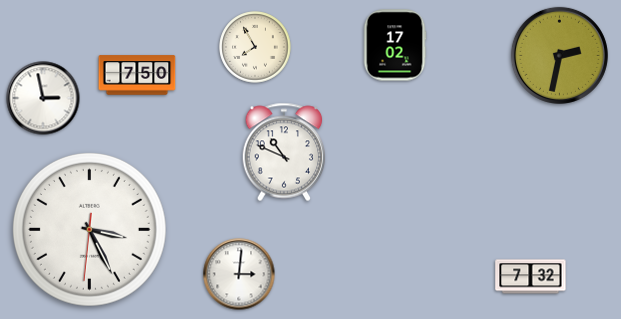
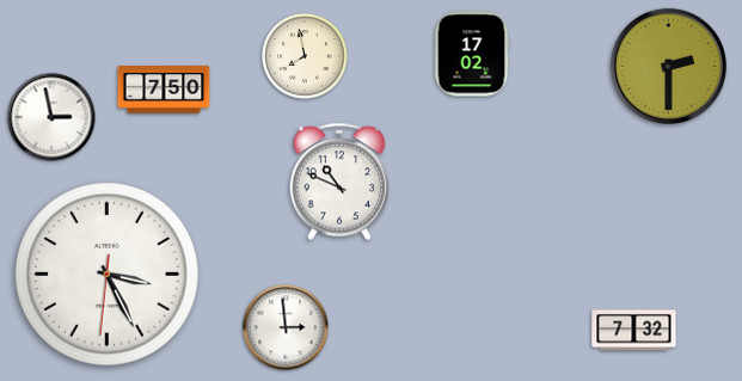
clock at (255, 47): 7:55 -> 7:58
clock at (559, 55): 2:32 -> 2:30
clock at (239, 274): 3:01 -> 2:59
